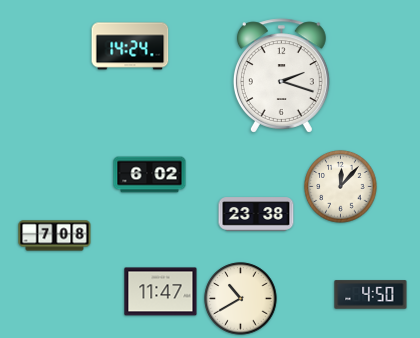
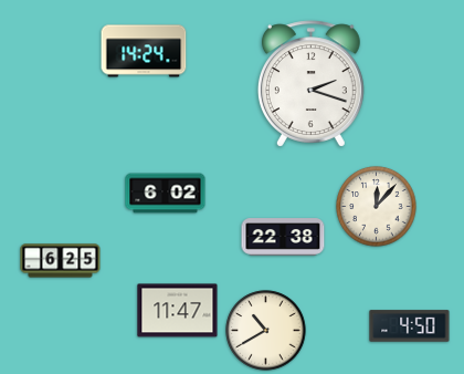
clock at (256, 214): 23:38 -> 22:38
clock at (55, 236): 7:08 -> 6:25
clock at (161, 292) position: (161, 292) -> (178, 311)
